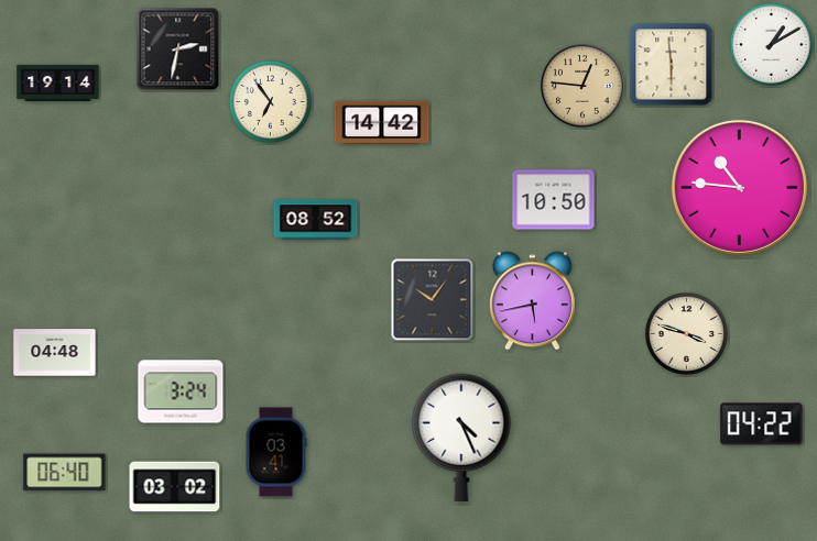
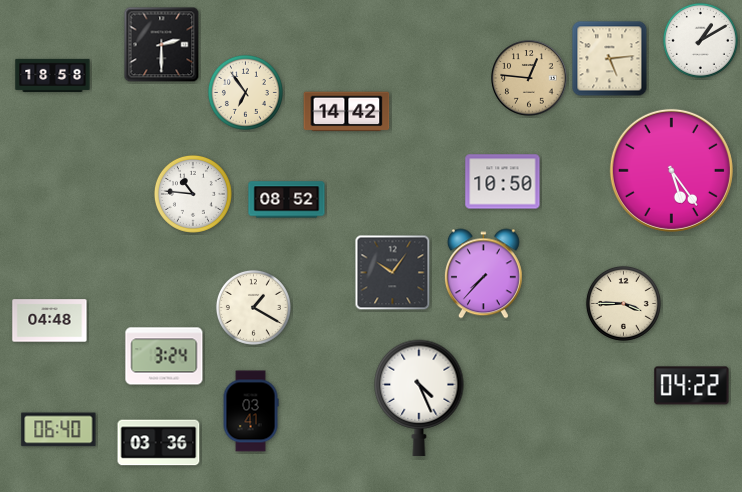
clock at (178, 49): 2:32 -> 2:30
clock at (672, 65): 5:59 -> 5:14
clock at (58, 82): 19:14 -> 18:58
clock at (739, 187): 10:46 -> 5:24
clock at (193, 194): none -> 10:46
clock at (532, 301): 5:43 -> 7:37
clock at (686, 333): 3:48 -> 3:45
clock at (253, 307): none -> 1:20
clock at (175, 487): 03:02 -> 03:36
